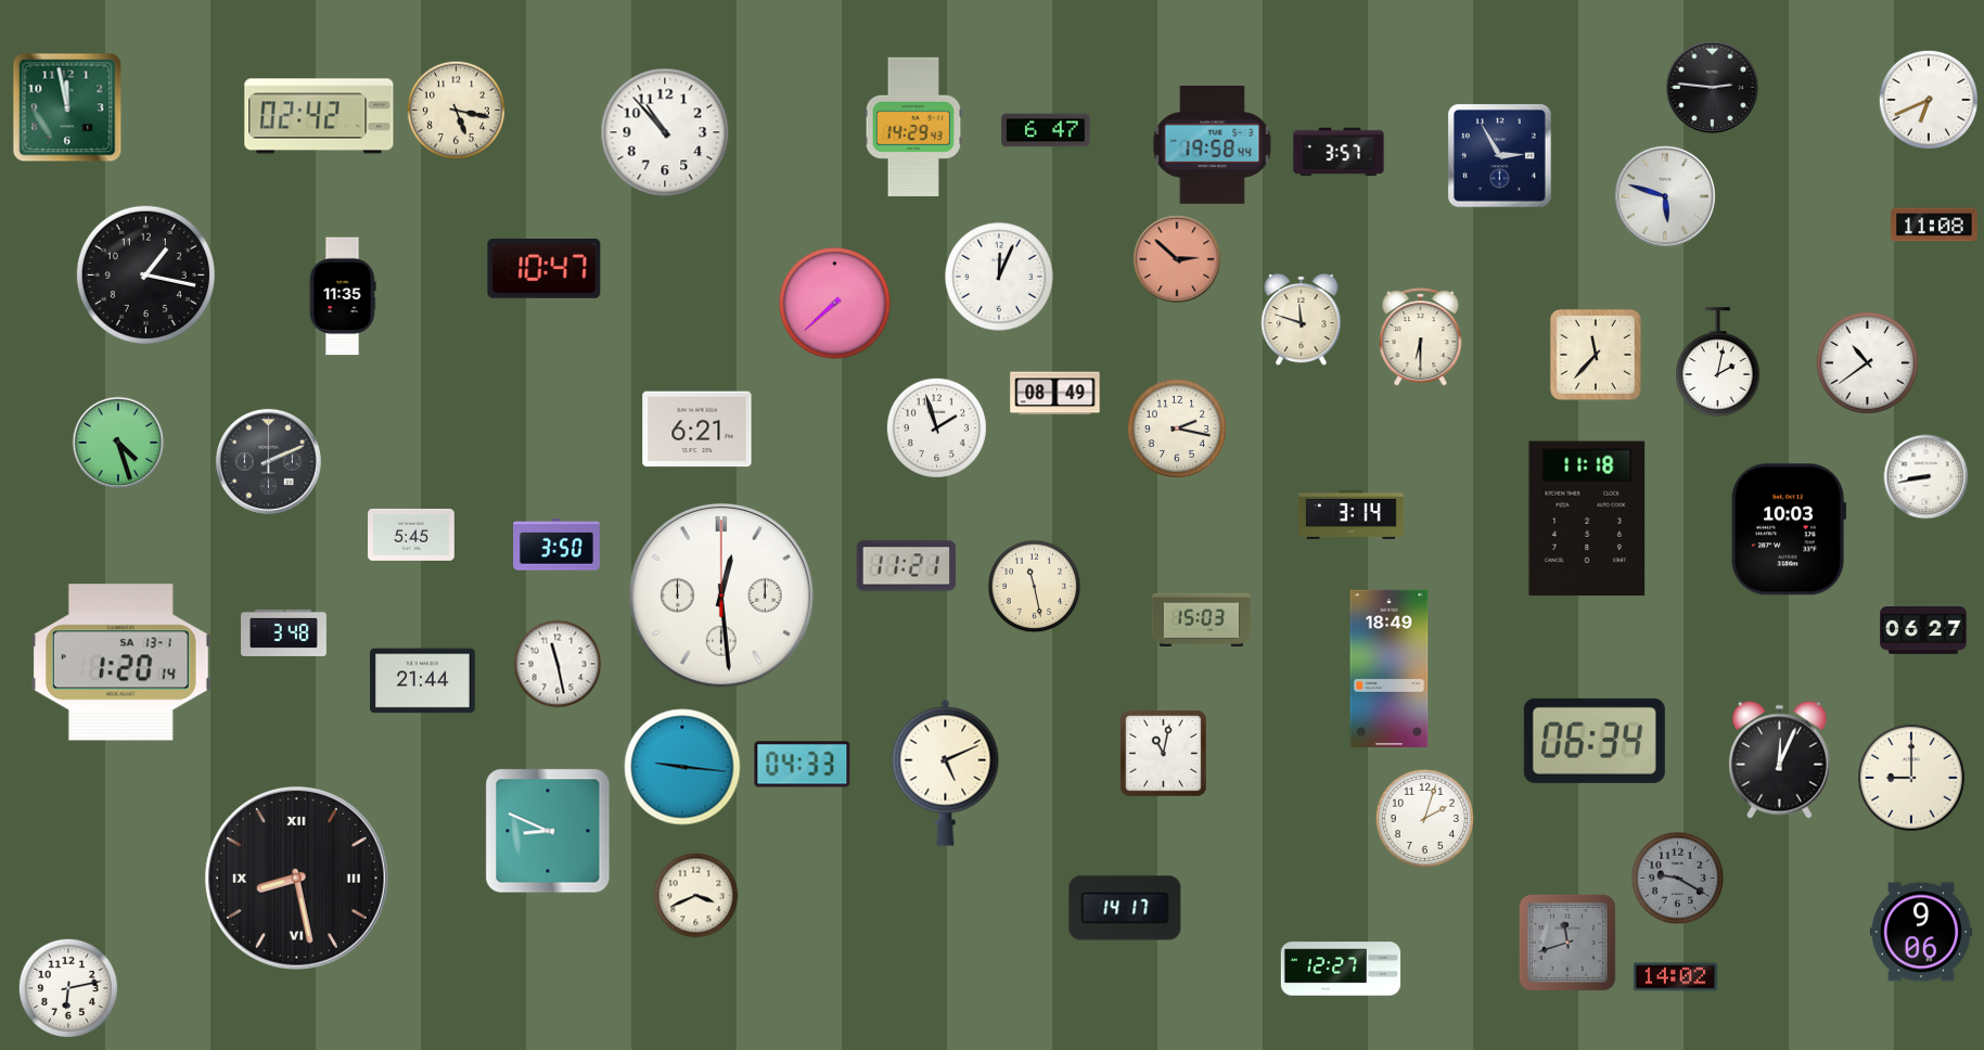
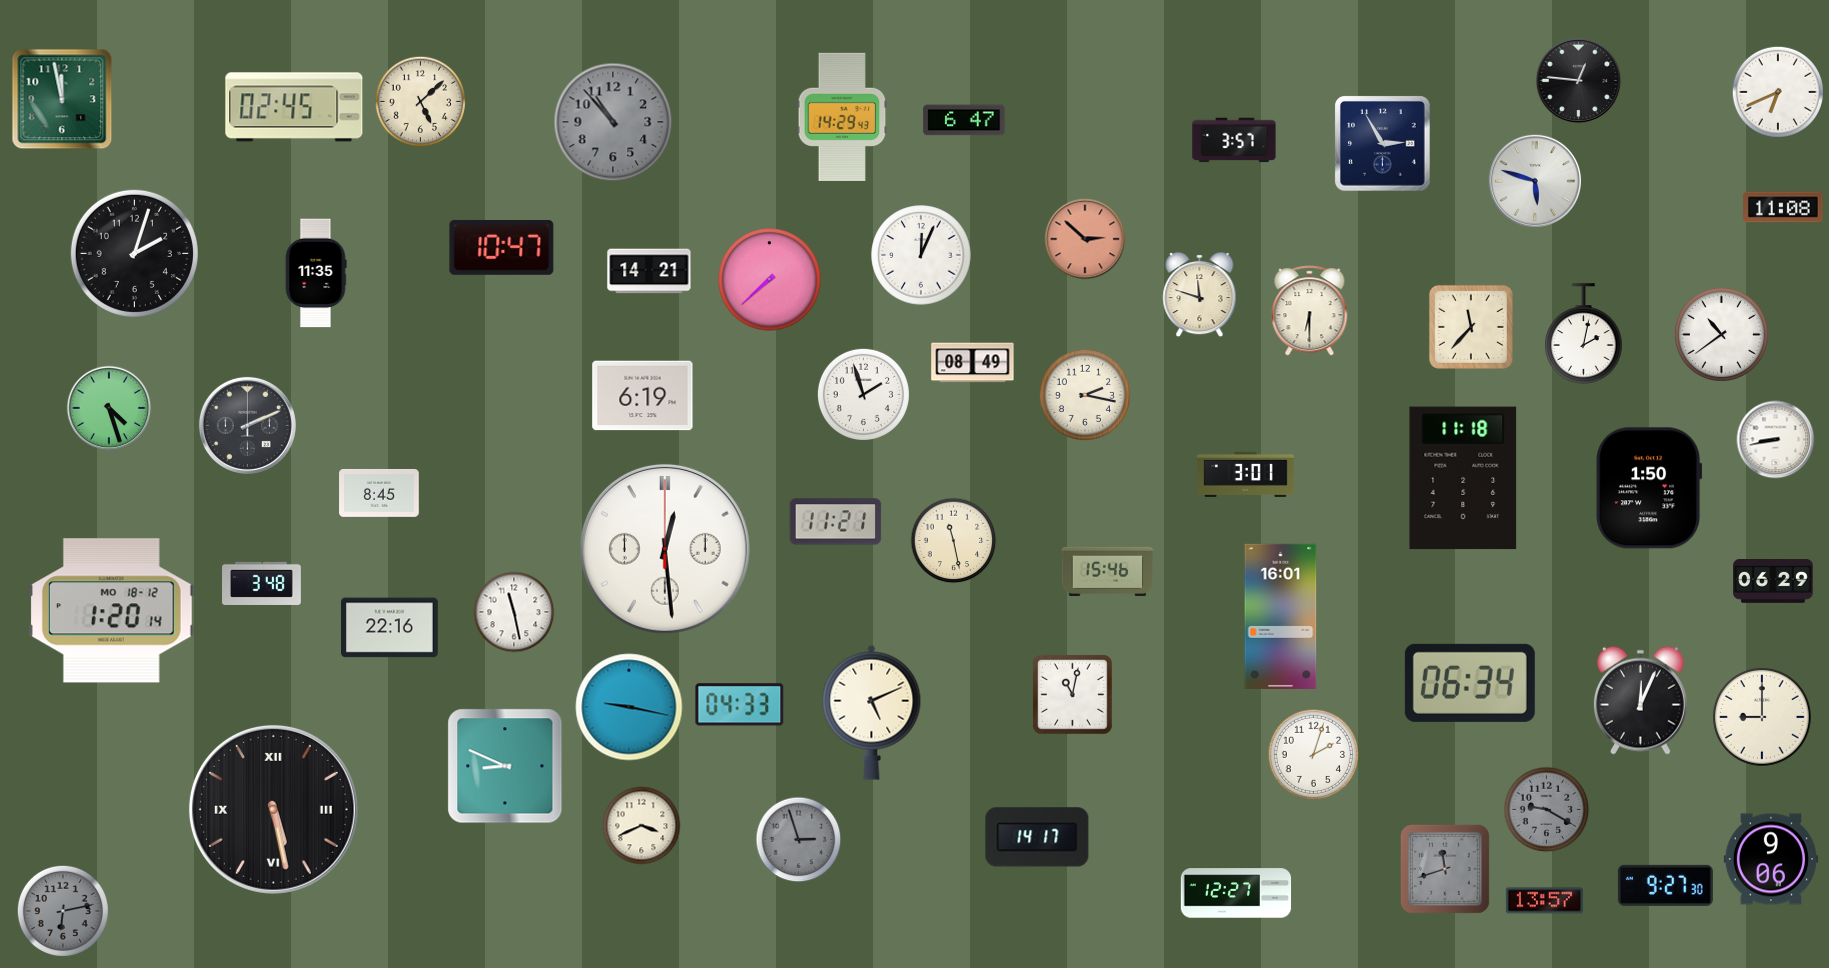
clock at (1713, 88): 2:46 -> 12:46
clock at (456, 110): 5:17 -> 5:08
clock at (319, 116): 02:42 -> 02:45
clock at (665, 132) dial: white -> grey
clock at (1213, 144): 19:58 -> none
clock at (145, 274): 1:17 -> 2:03
clock at (649, 271): none -> 14:21
clock at (697, 430): 6:21 -> 6:19
clock at (1352, 514): 3:14 -> 3:01
clock at (1790, 529): 10:03 -> 1:50
clock at (411, 535): 5:45 -> 8:45
clock at (556, 545): 3:50 -> none
clock at (1202, 619): 15:03 -> 15:46
clock at (1923, 631): 06:27 -> 06:29
clock at (120, 663) date: SA 13-1 -> MO 18-12
clock at (1390, 668): 18:49 -> 16:01
clock at (423, 681): 21:44 -> 22:16
clock at (682, 767): 9:16 -> 9:17
clock at (296, 878): 8:28 -> 5:28
clock at (799, 840): none -> 2:57
clock at (1665, 885): none -> 9:27
clock at (1675, 977): 14:02 -> 13:57
clock at (68, 988) dial: white -> grey
